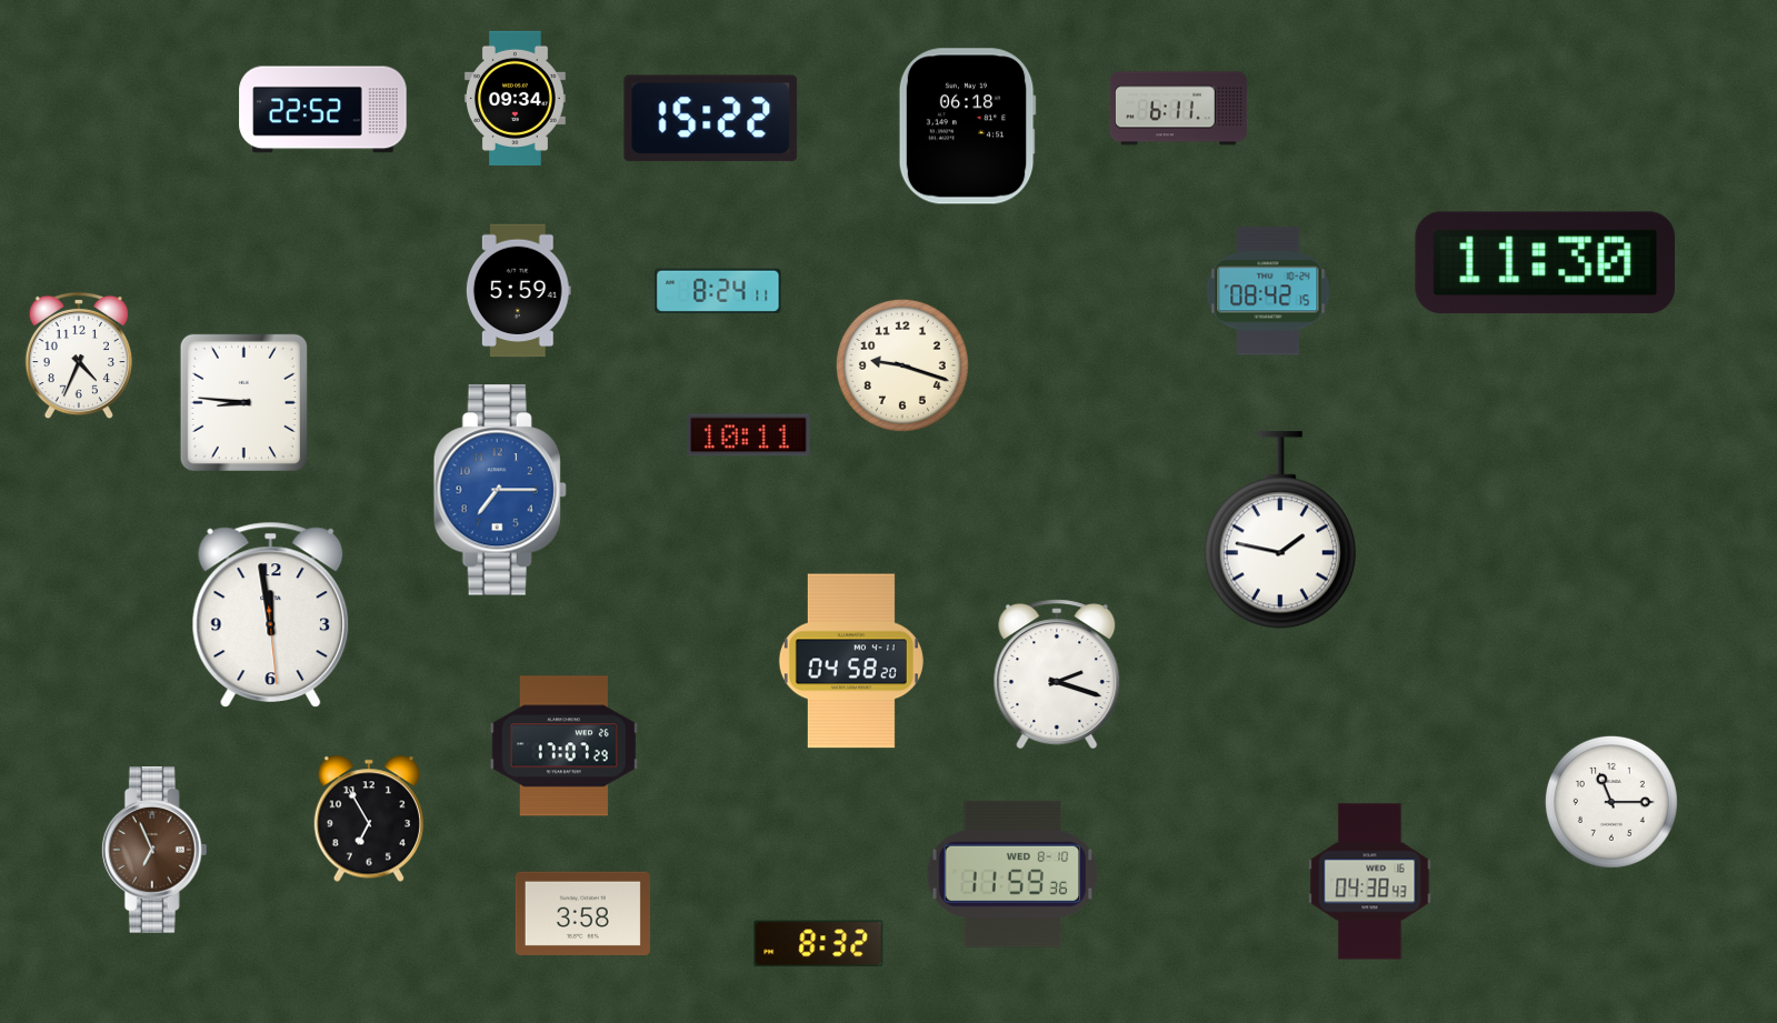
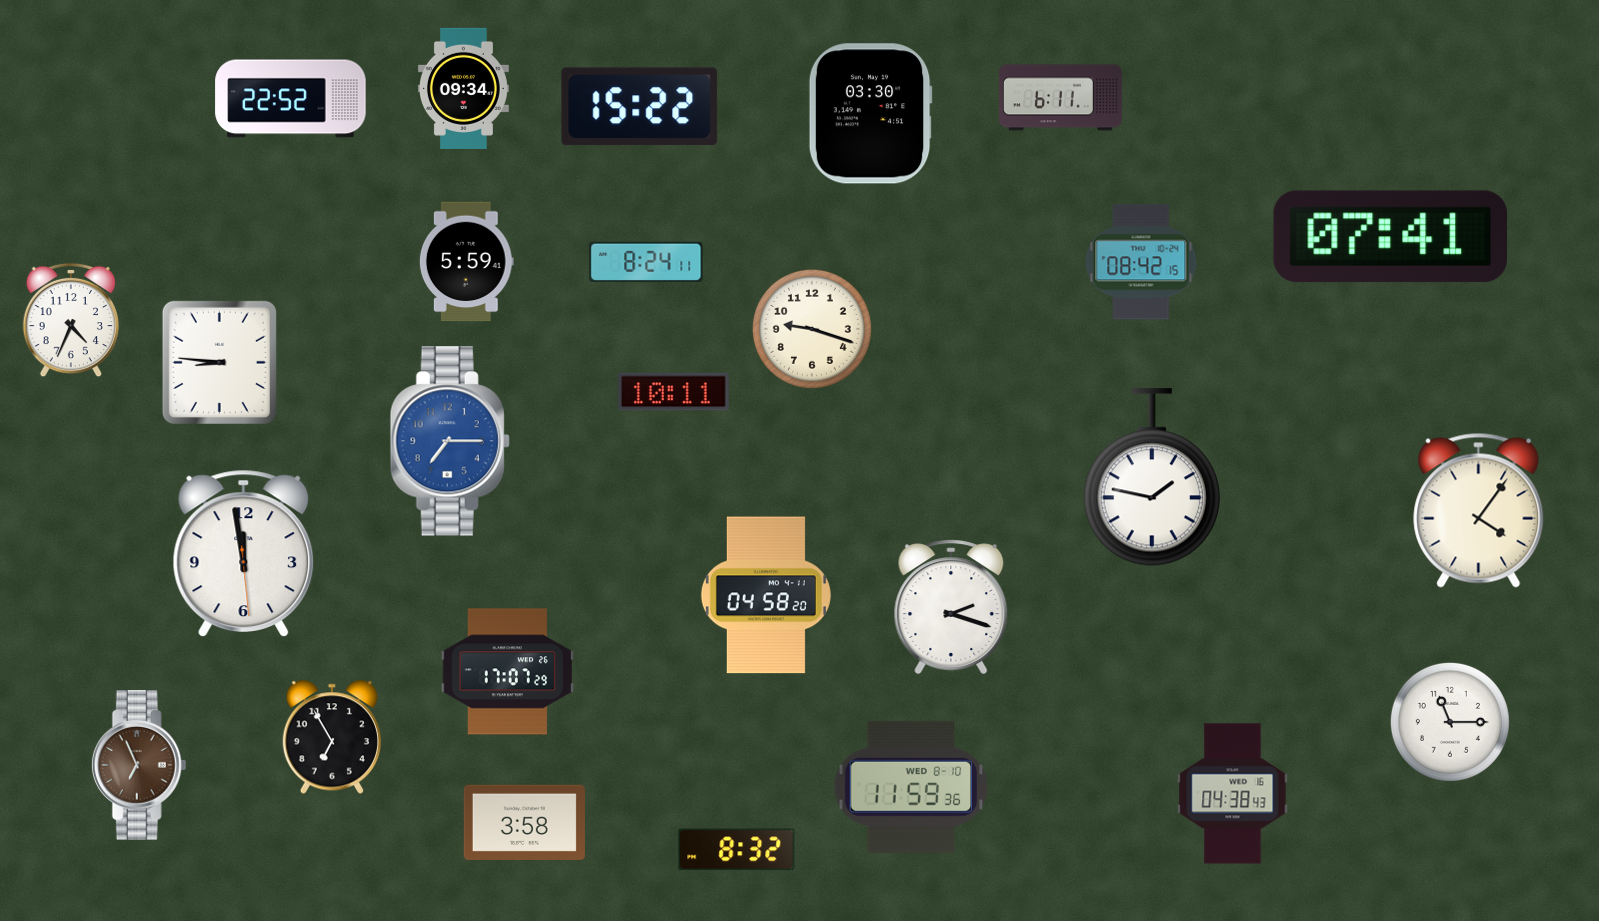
clock at (967, 127): 06:18 -> 03:30
clock at (1546, 263): 11:30 -> 07:41
clock at (1479, 510): none -> 4:06
